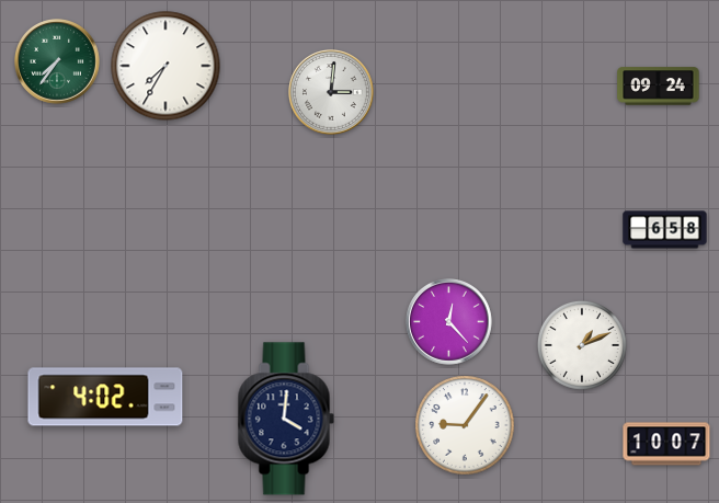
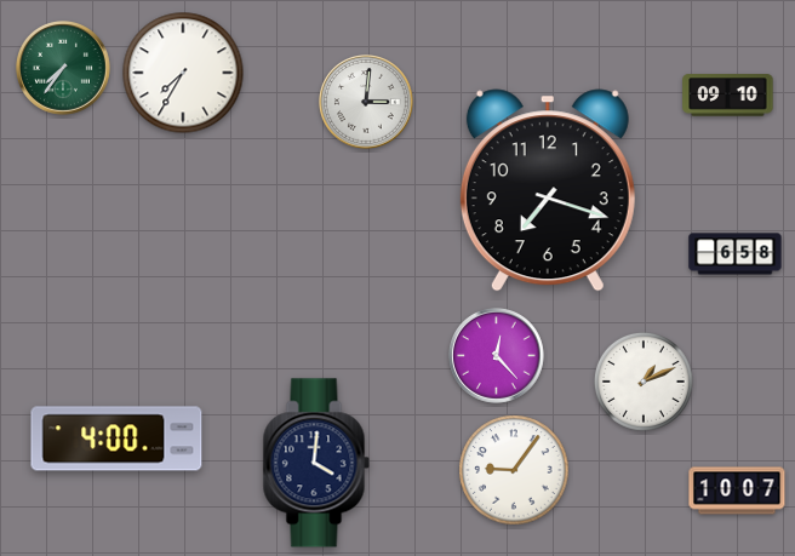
clock at (659, 87): 09:24 -> 09:10
clock at (548, 190): none -> 7:18
clock at (105, 397): 4:02 -> 4:00
